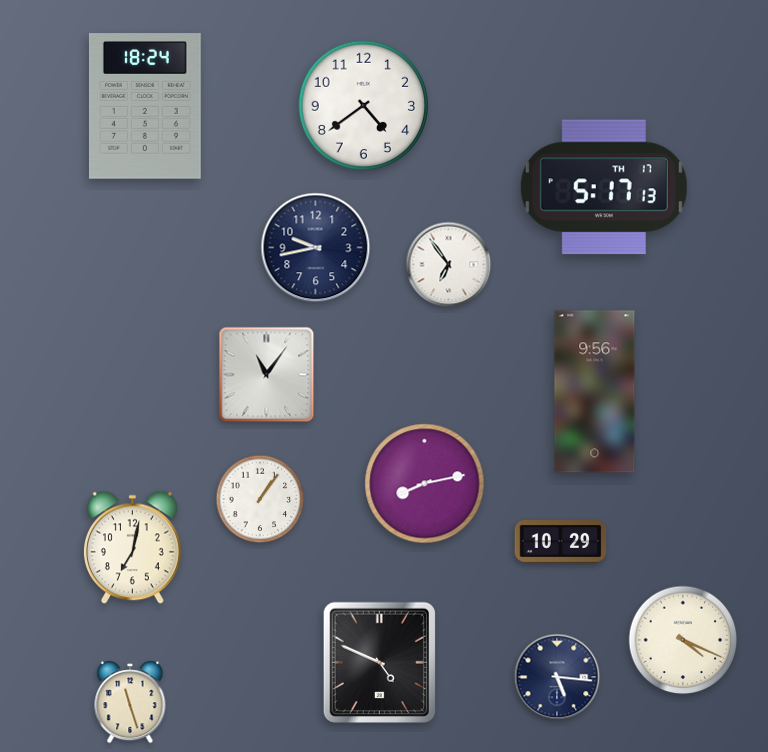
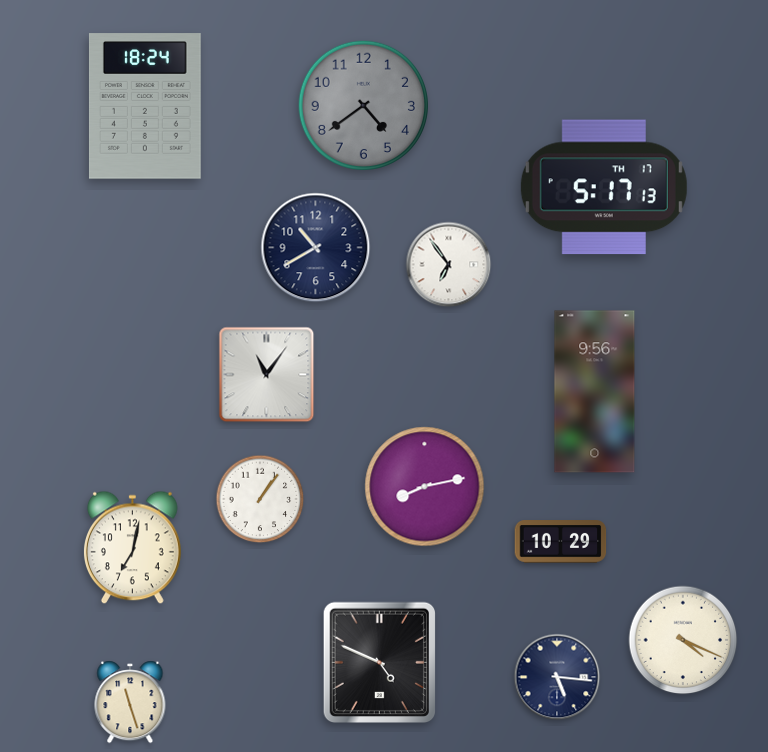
clock at (363, 105) dial: white -> grey
clock at (316, 248): 9:43 -> 10:40
clock at (425, 484) position: (425, 484) -> (425, 487)
